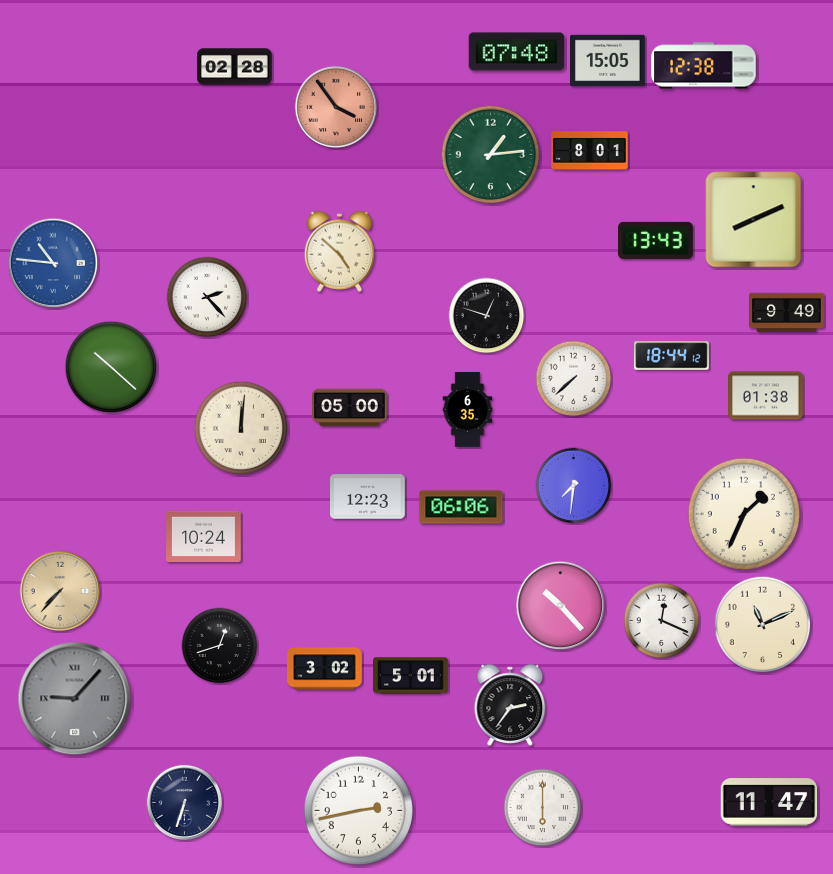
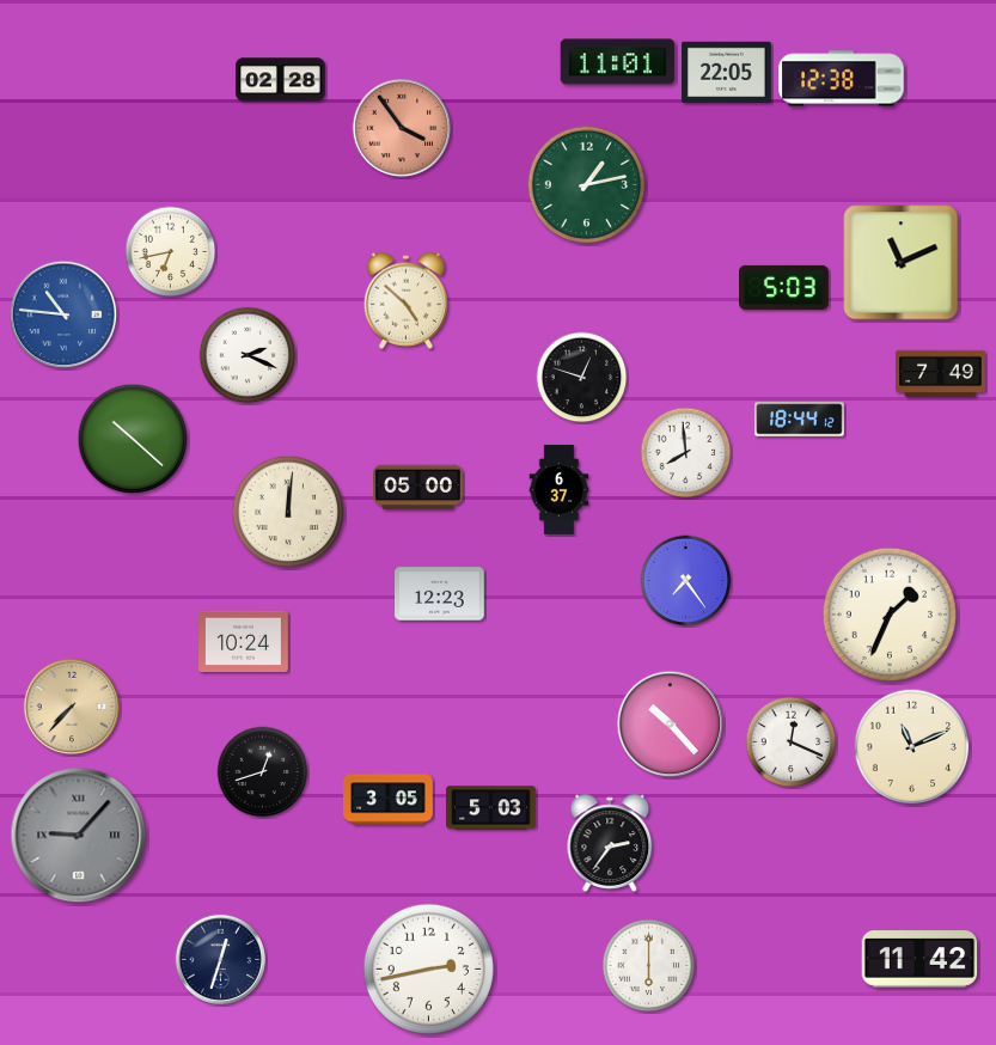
clock at (517, 52): 07:48 -> 11:01
clock at (608, 60): 15:05 -> 22:05
clock at (590, 151): 8:01 -> none
clock at (491, 155): 1:14 -> 1:13
clock at (171, 252): none -> 6:43
clock at (754, 220): 8:11 -> 11:11
clock at (656, 240): 13:43 -> 5:03
clock at (207, 297): 2:23 -> 2:19
clock at (787, 313): 9:49 -> 7:49
clock at (672, 356) position: (672, 356) -> (800, 420)
clock at (574, 379): 7:38 -> 7:59
clock at (766, 396): 01:38 -> none
clock at (468, 410): 6:35 -> 6:37
clock at (574, 486): 7:31 -> 7:24
clock at (461, 507): 06:06 -> none
clock at (325, 669): 3:02 -> 3:05
clock at (411, 676): 5:01 -> 5:03
clock at (75, 699) position: (75, 699) -> (79, 836)
clock at (184, 802): 6:33 -> 12:33
clock at (769, 802): 11:47 -> 11:42
